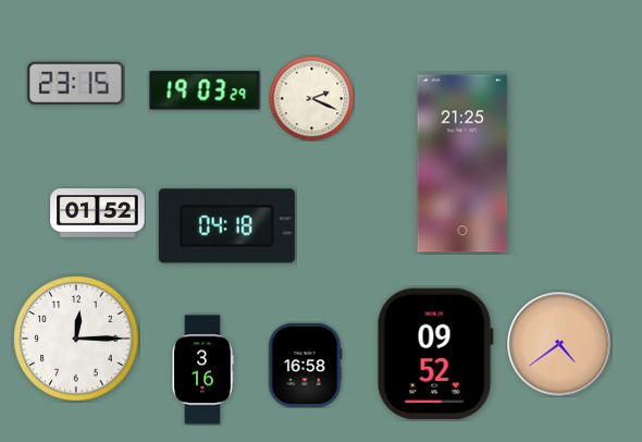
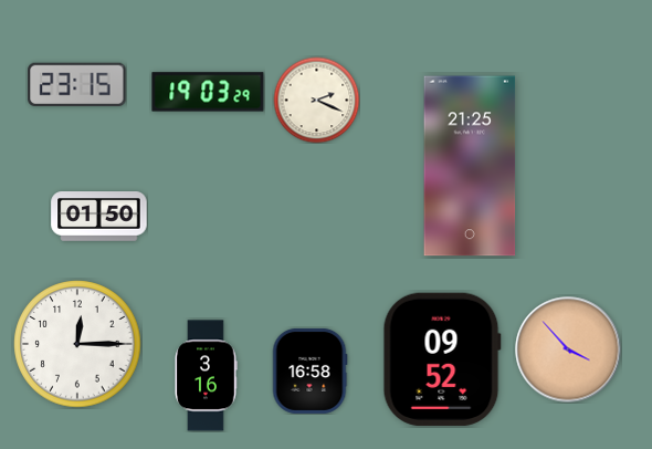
clock at (98, 213): 01:52 -> 01:50
clock at (226, 226): 04:18 -> none
clock at (559, 344): 4:39 -> 3:53
